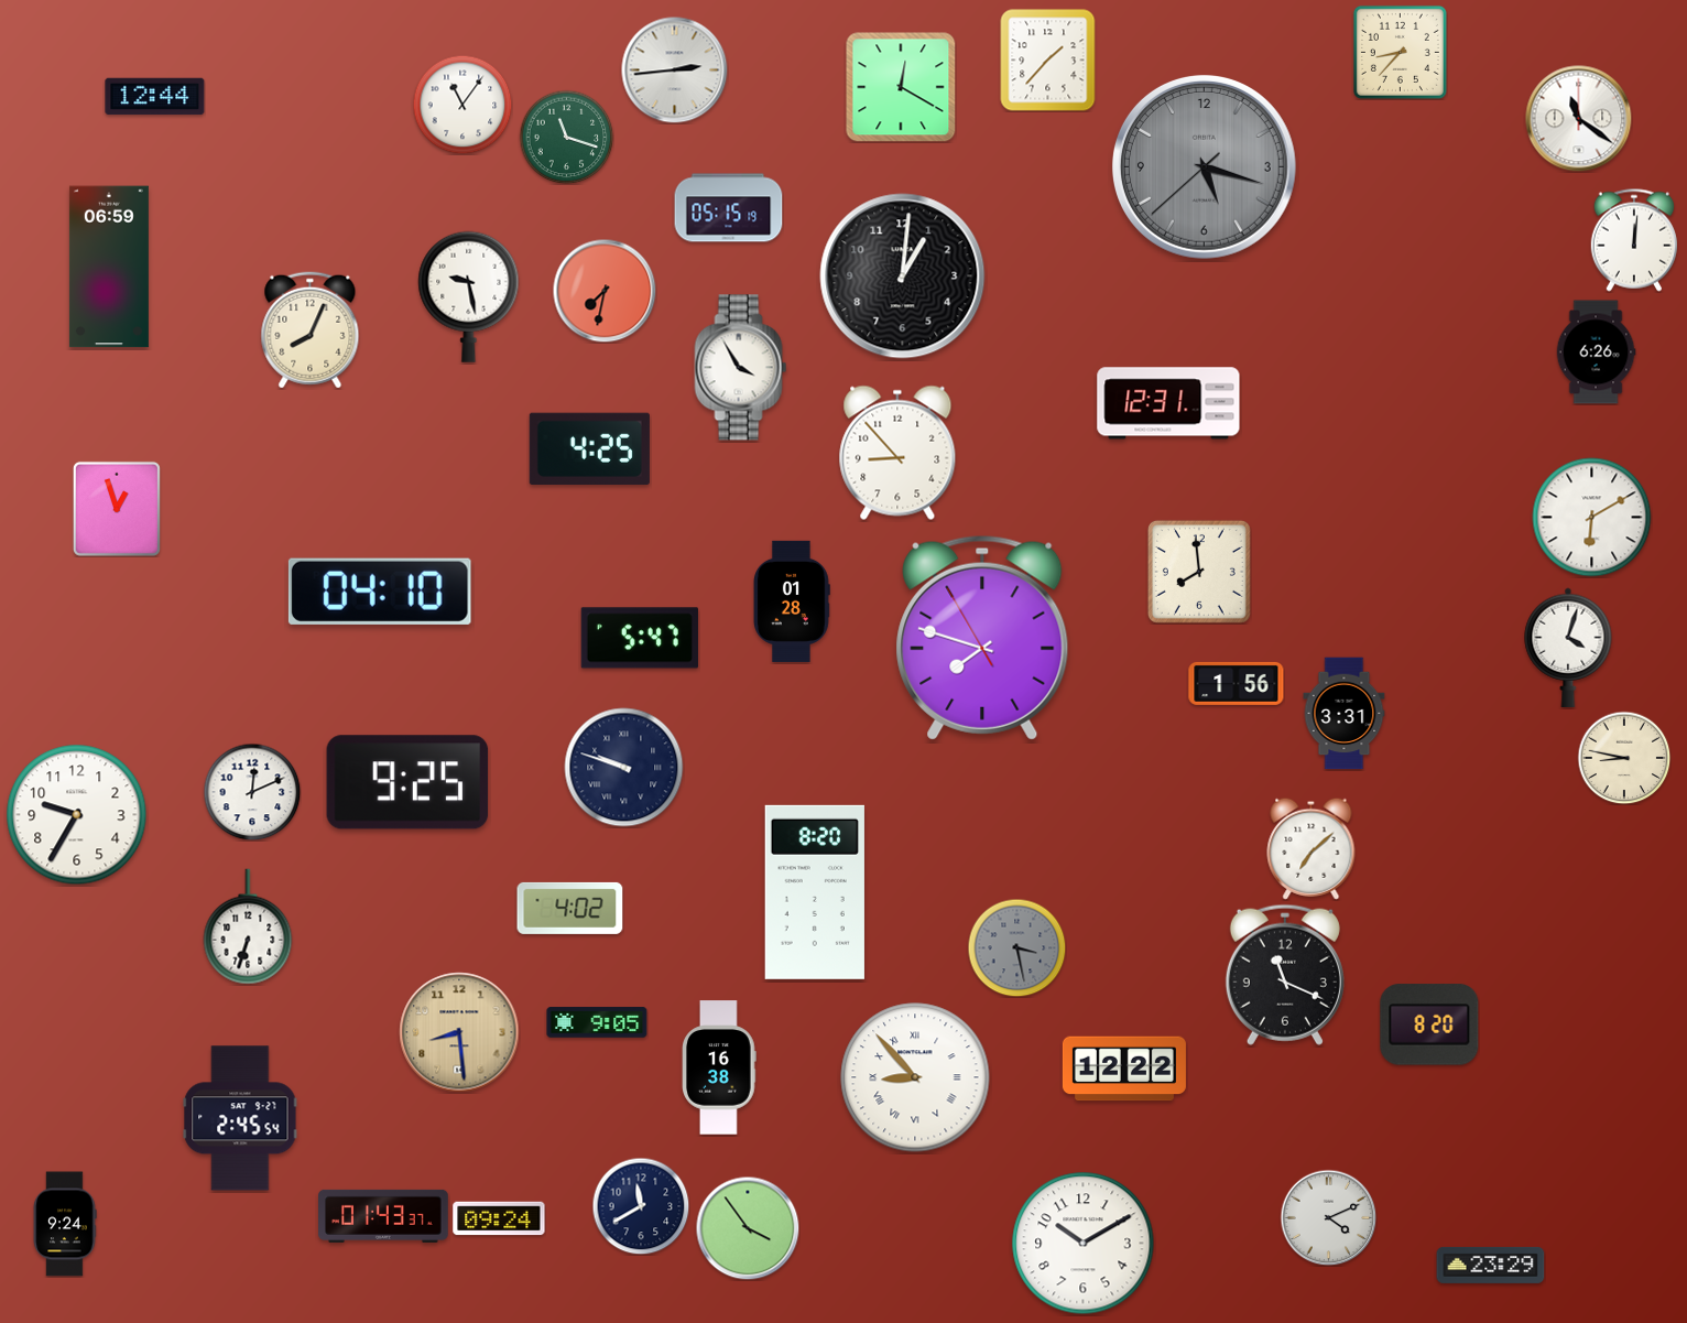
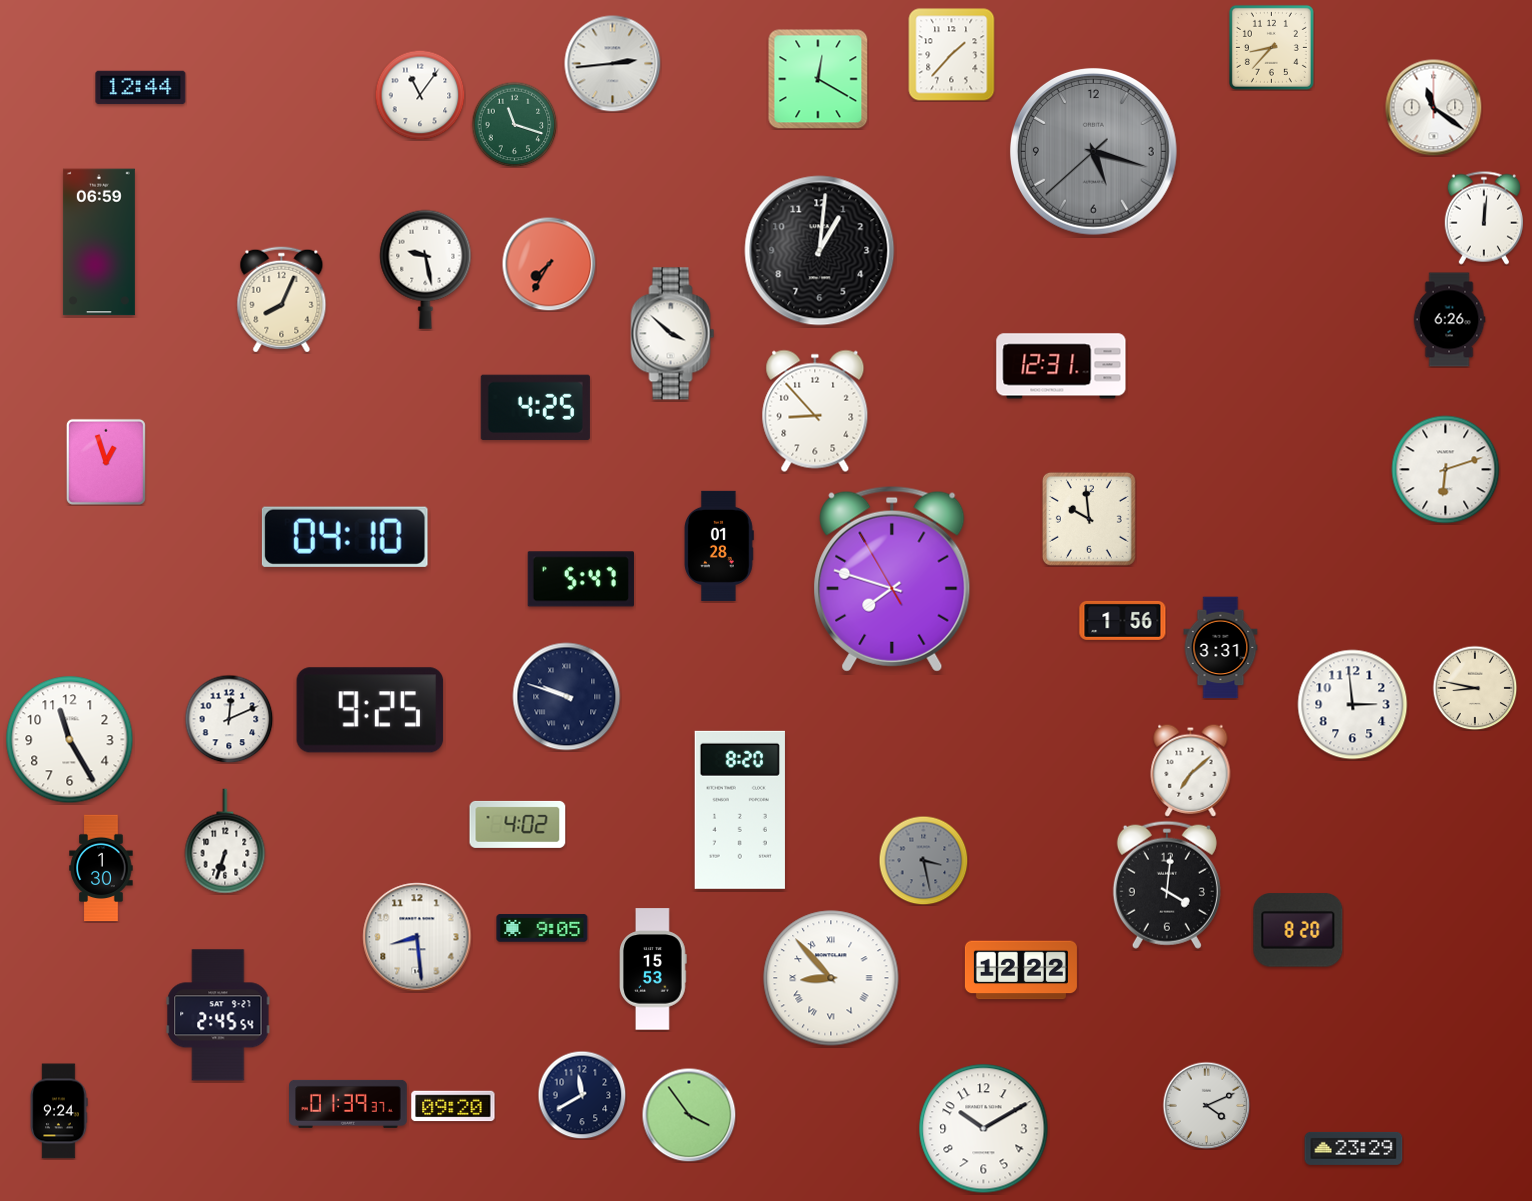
clock at (729, 208): 05:15 -> none
clock at (605, 291): 7:32 -> 7:35
clock at (741, 368): 3:55 -> 3:52
clock at (1592, 518): 6:10 -> 6:12
clock at (1199, 572): 7:59 -> 9:59
clock at (1568, 648): 4:03 -> none
clock at (1353, 705): none -> 2:59
clock at (77, 815): 9:35 -> 11:25
clock at (101, 868): none -> 1:30
clock at (1285, 975): 11:19 -> 4:01
clock at (459, 1032) dial: champagne -> white
clock at (719, 1067): 16:38 -> 15:53
clock at (383, 1216): 01:43 -> 01:39
clock at (499, 1218): 09:24 -> 09:20
clock at (748, 1228) position: (748, 1228) -> (689, 1115)
